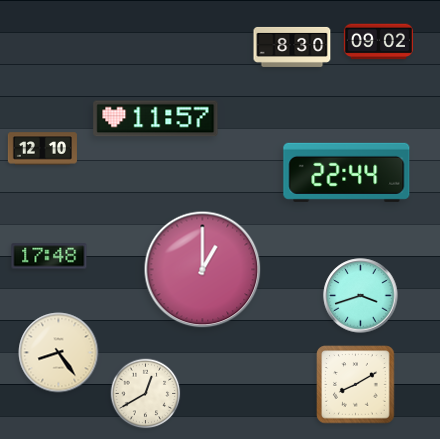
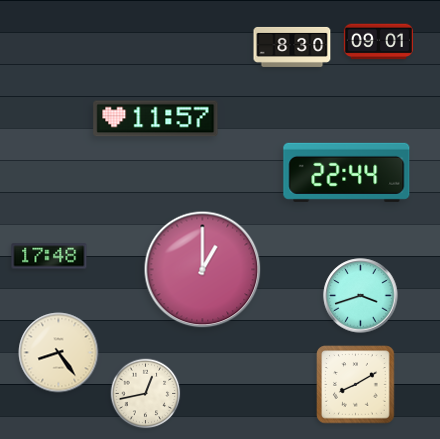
clock at (378, 42): 09:02 -> 09:01
clock at (42, 149): 12:10 -> none
clock at (146, 394): 12:40 -> 12:43
